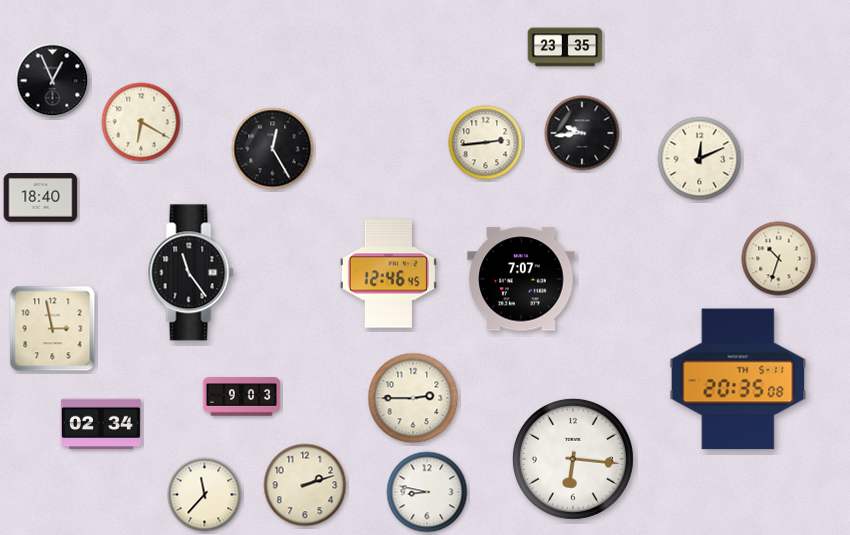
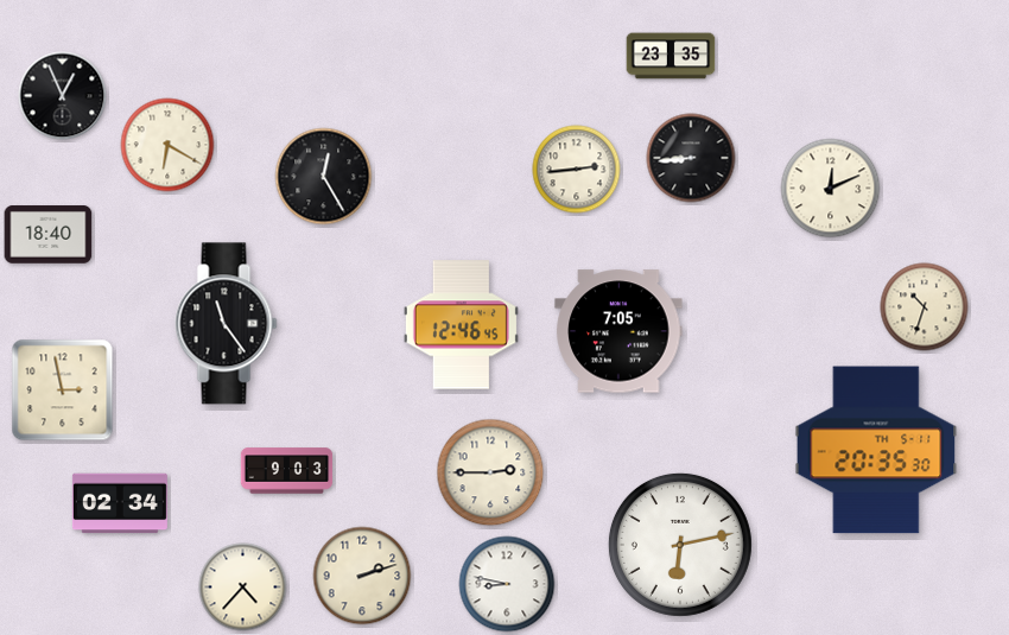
clock at (582, 133): 9:44 -> 8:44
clock at (521, 279): 7:07 -> 7:05
clock at (738, 379): 20:35:08 -> 20:35:30
clock at (573, 459): 6:16 -> 6:13
clock at (205, 495): 11:37 -> 4:37
